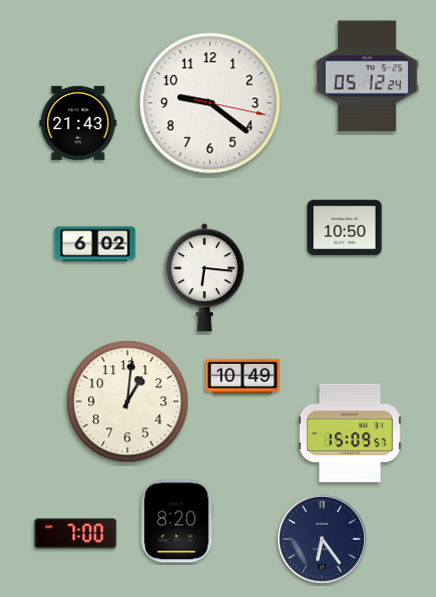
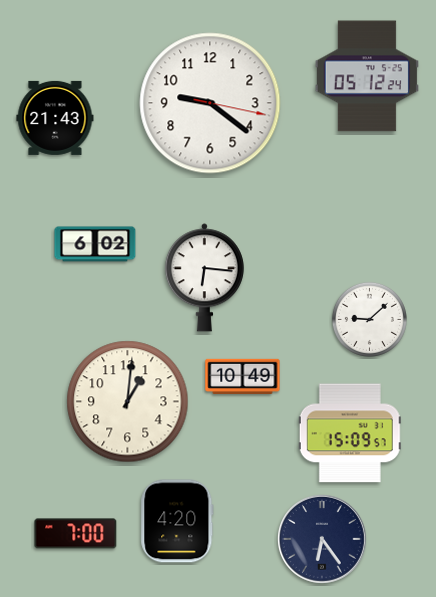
clock at (78, 123) position: (78, 123) -> (55, 118)
clock at (345, 228): 10:50 -> none
clock at (369, 319): none -> 9:08
clock at (177, 521): 8:20 -> 4:20
